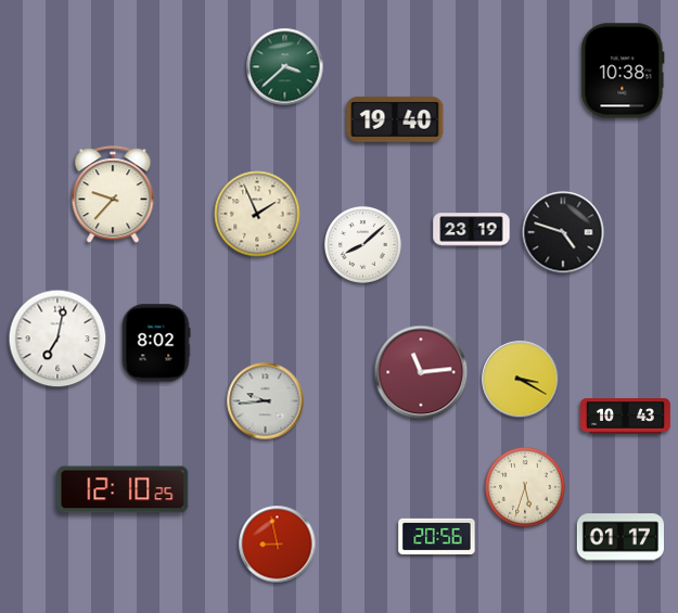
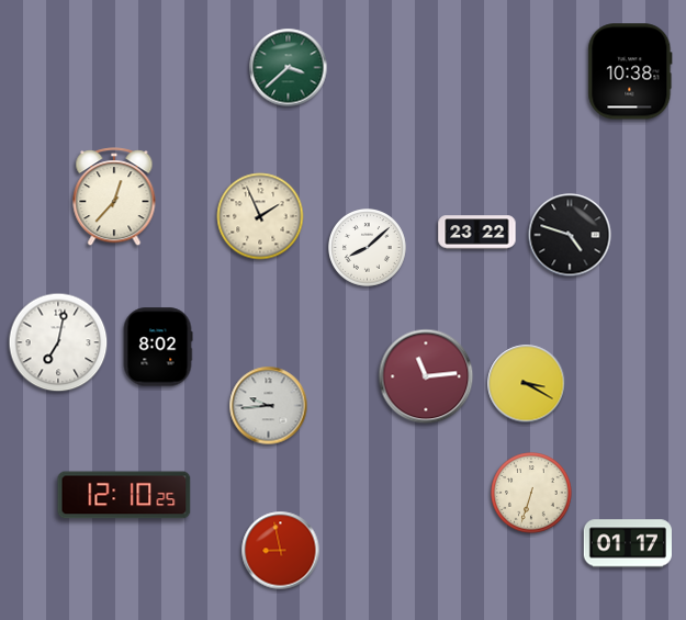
clock at (395, 119): 19:40 -> none
clock at (113, 195): 9:37 -> 12:37
clock at (472, 230): 23:19 -> 23:22
clock at (626, 417): 10:43 -> none
clock at (525, 487): 5:33 -> 6:33
clock at (437, 536): 20:56 -> none
